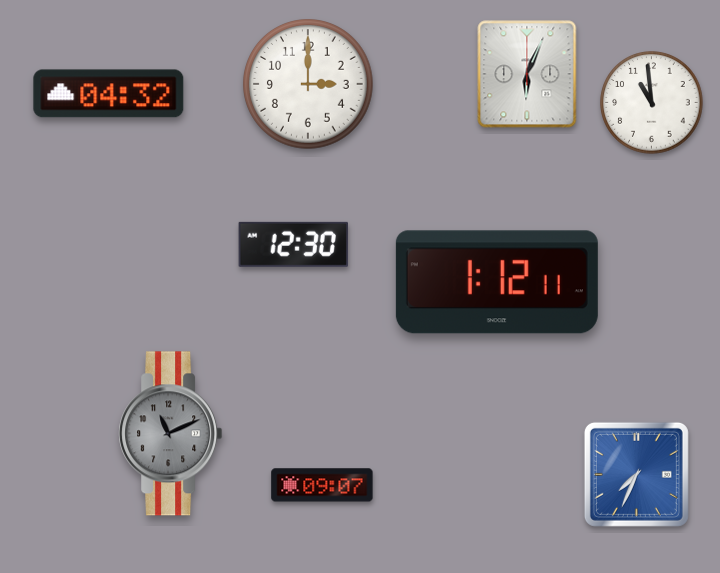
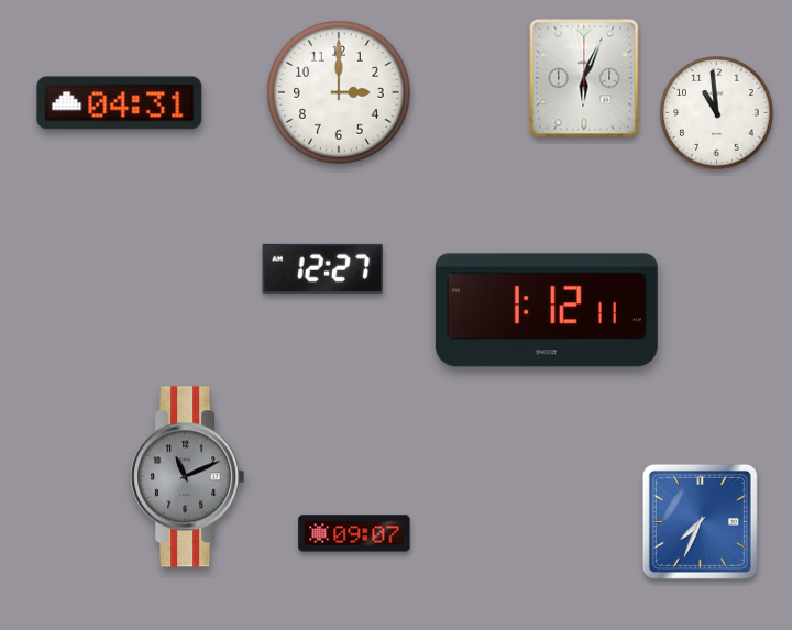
clock at (527, 74) position: (527, 74) -> (584, 78)
clock at (109, 94): 04:32 -> 04:31
clock at (293, 244): 12:30 -> 12:27
